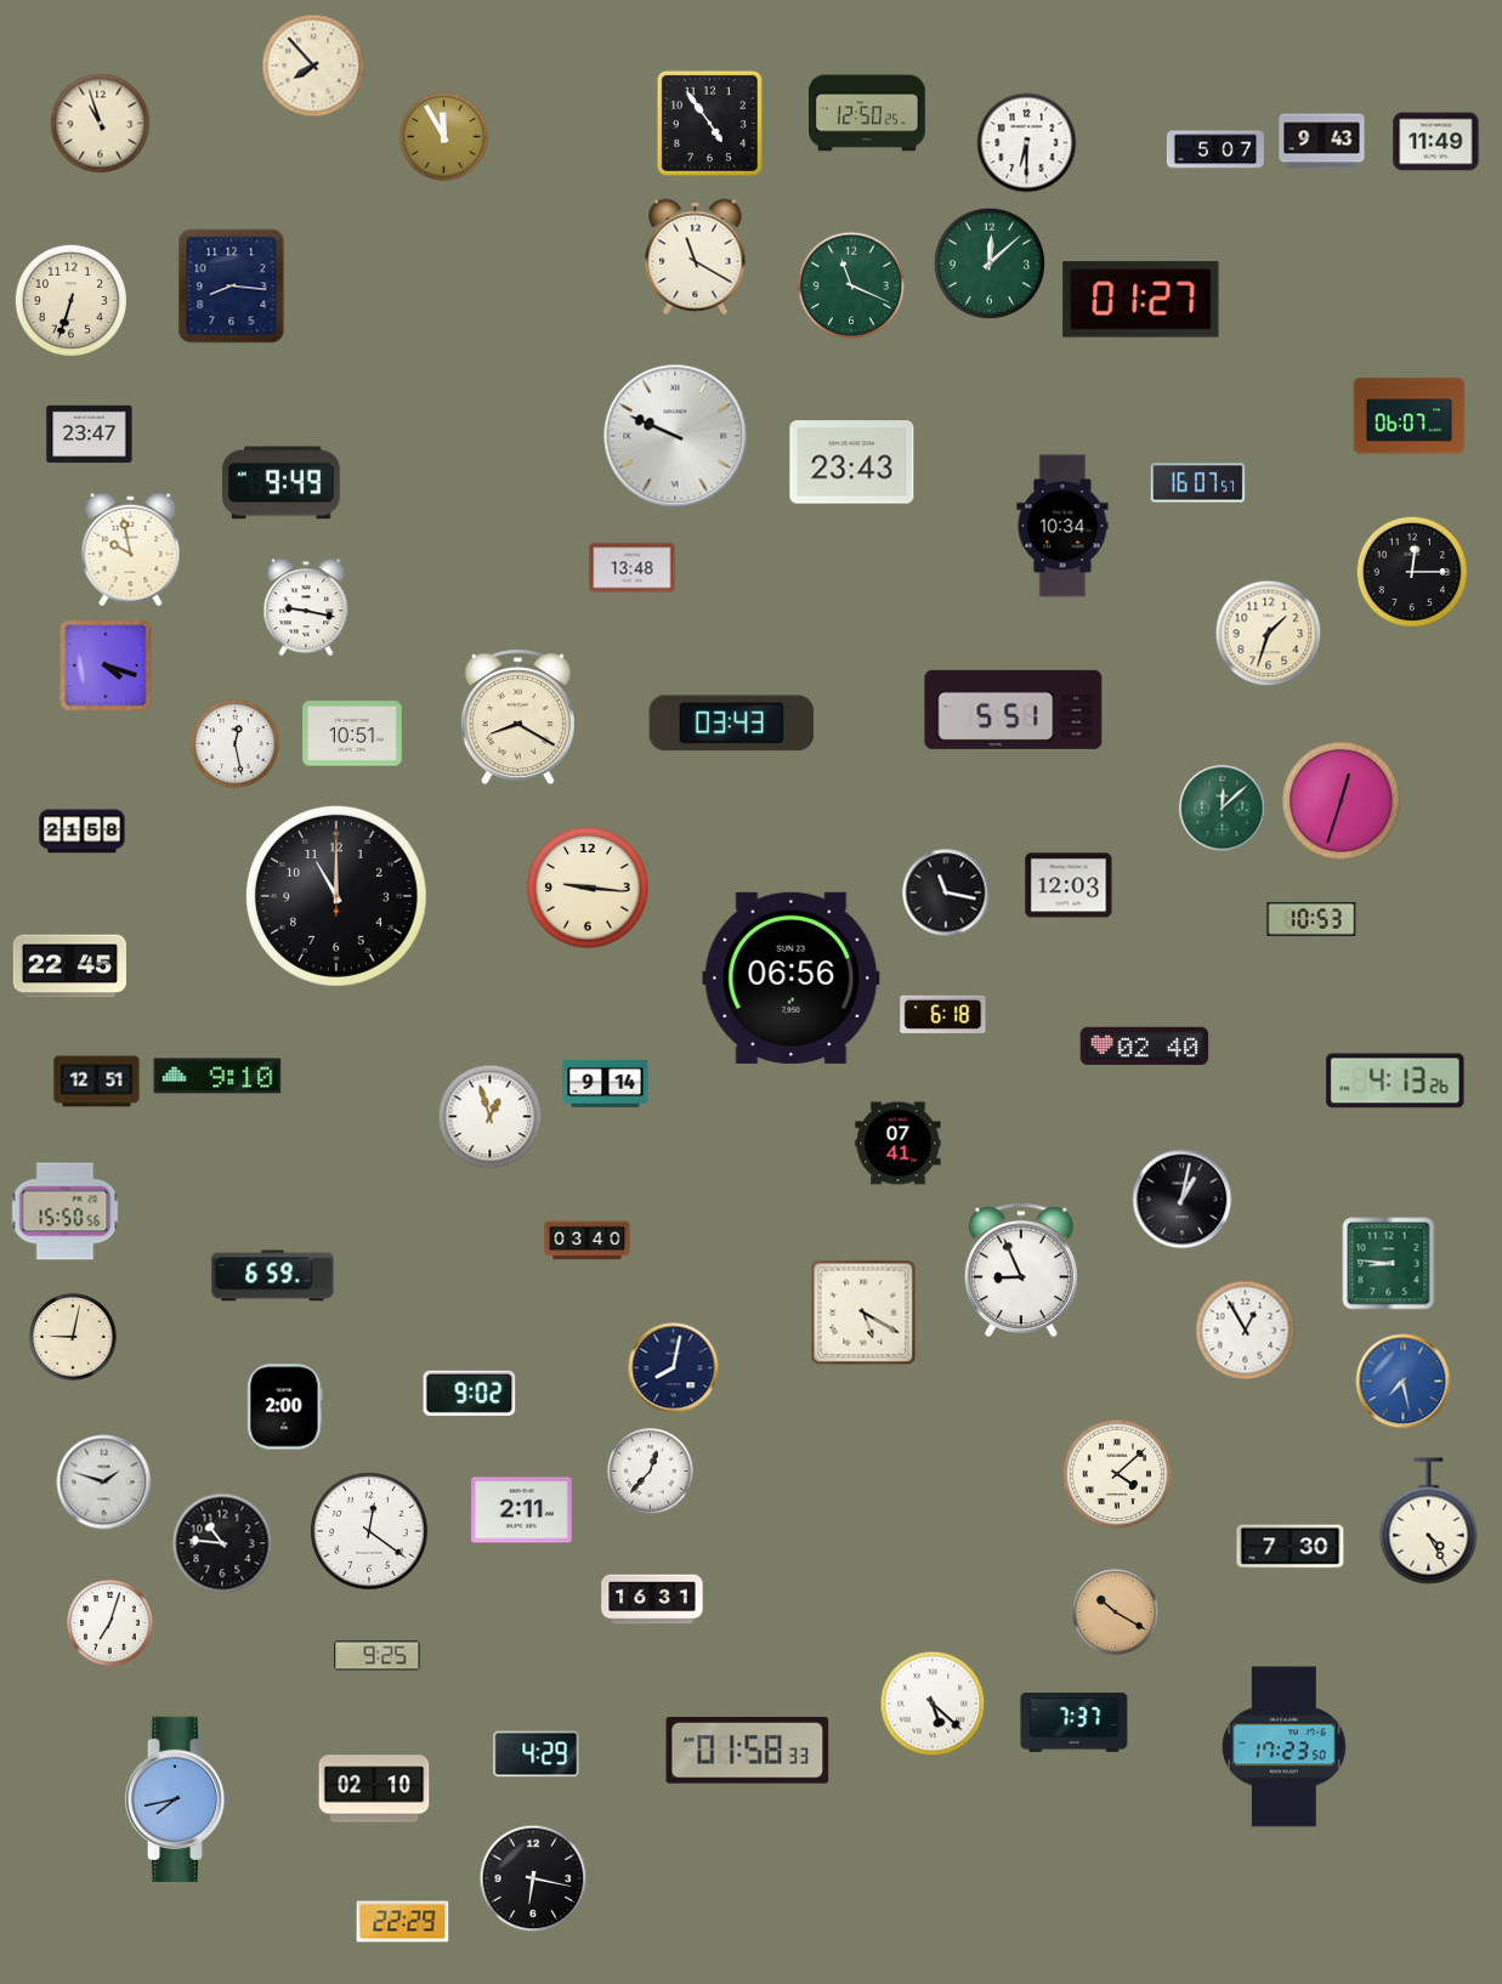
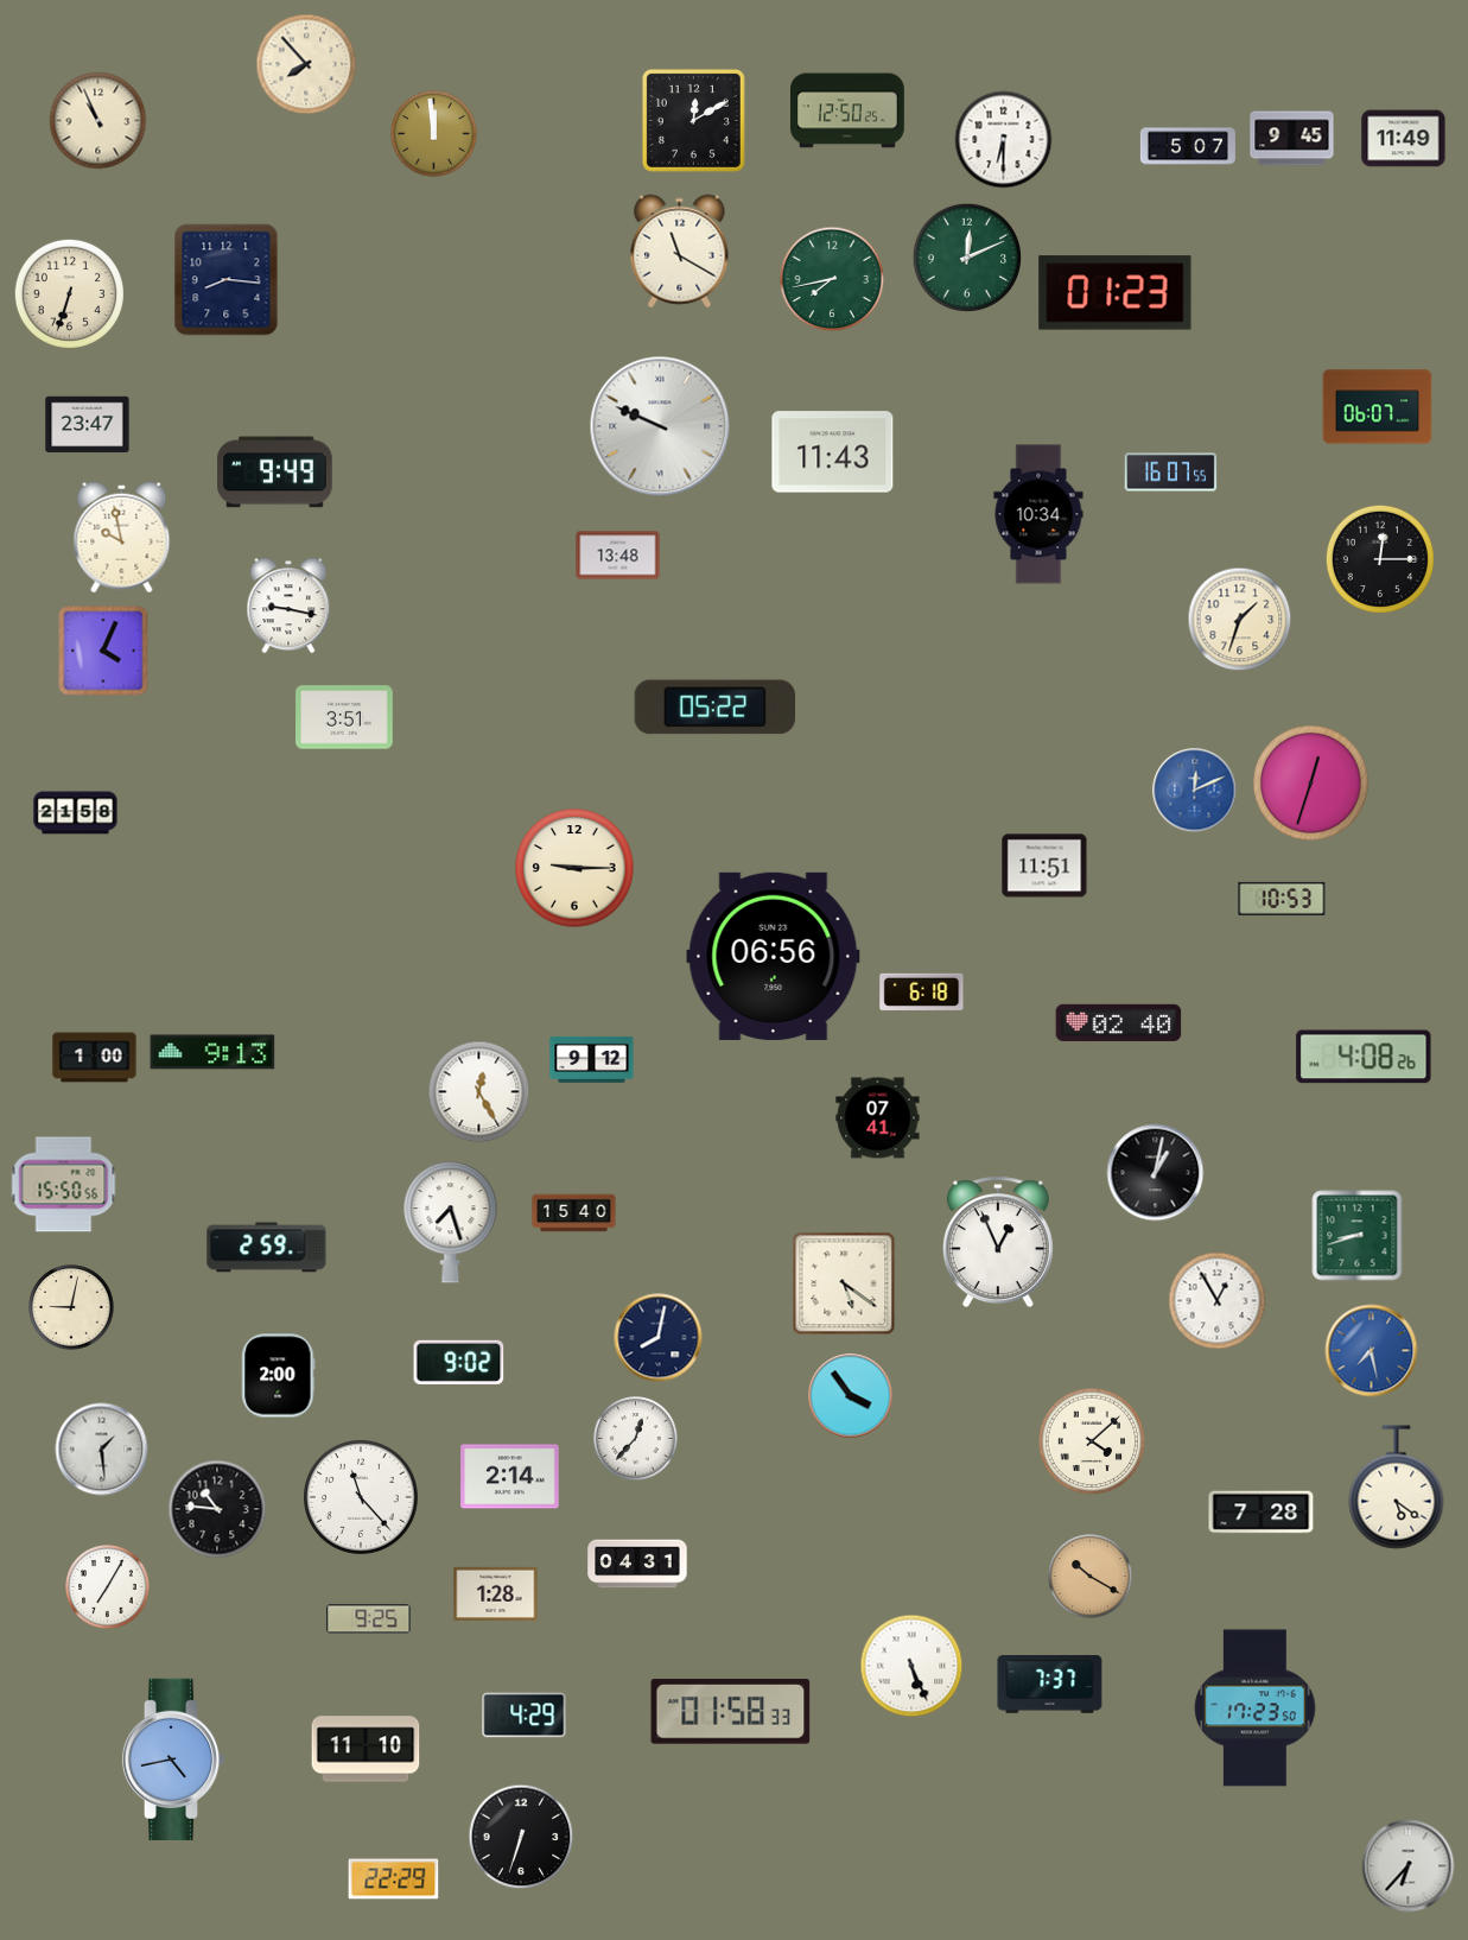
clock at (709, 123): 4:54 -> 12:10
clock at (101, 124): 10:57 -> 10:56
clock at (444, 137): 11:55 -> 11:59
clock at (1322, 142): 9:43 -> 9:45
clock at (988, 262): 12:08 -> 12:11
clock at (851, 285): 11:19 -> 7:43
clock at (1141, 300): 01:27 -> 01:23
clock at (852, 463): 23:43 -> 11:43
clock at (1198, 483): 16:07:57 -> 16:07:55
clock at (131, 550) position: (131, 550) -> (122, 538)
clock at (306, 607) position: (306, 607) -> (288, 606)
clock at (106, 665): 4:18 -> 4:04
clock at (1014, 709): 5:51 -> none
clock at (517, 718): 8:20 -> none
clock at (732, 724): 03:43 -> 05:22
clock at (352, 733): 10:51 -> 3:51
clock at (236, 744): 12:28 -> none
clock at (1223, 809): 12:08 -> 12:11
clock at (1223, 809) dial: green -> blue
clock at (83, 832) position: (83, 832) -> (76, 813)
clock at (1069, 885): 12:03 -> 11:51
clock at (588, 888): 9:16 -> 9:15
clock at (946, 892): 11:17 -> none
clock at (336, 896): 11:00 -> none
clock at (69, 967): 22:45 -> none
clock at (217, 1076): 9:10 -> 9:13
clock at (1395, 1081): 4:13 -> 4:08
clock at (97, 1082): 12:51 -> 1:00
clock at (606, 1083): 9:14 -> 9:12
clock at (491, 1117): 12:57 -> 12:25
clock at (588, 1241): 03:40 -> 15:40
clock at (451, 1223): none -> 7:27
clock at (1389, 1264): 8:46 -> 8:42
clock at (1021, 1270): 8:56 -> 12:56
clock at (273, 1276): 6:59 -> 2:59
clock at (863, 1313): 5:20 -> 5:21
clock at (851, 1396): none -> 3:54
clock at (104, 1483): 1:48 -> 1:29
clock at (522, 1510): 2:11 -> 2:14
clock at (1429, 1521): 4:25 -> 5:21
clock at (370, 1532): 12:21 -> 11:23
clock at (1291, 1547): 7:30 -> 7:28
clock at (652, 1599): 16:31 -> 04:31
clock at (110, 1623): 7:03 -> 7:05
clock at (496, 1593): none -> 1:28
clock at (933, 1704): 5:22 -> 5:26
clock at (374, 1789): 02:10 -> 11:10
clock at (177, 1798): 7:43 -> 4:43
clock at (533, 1878): 6:17 -> 6:33
clock at (1409, 1866): none -> 6:37
